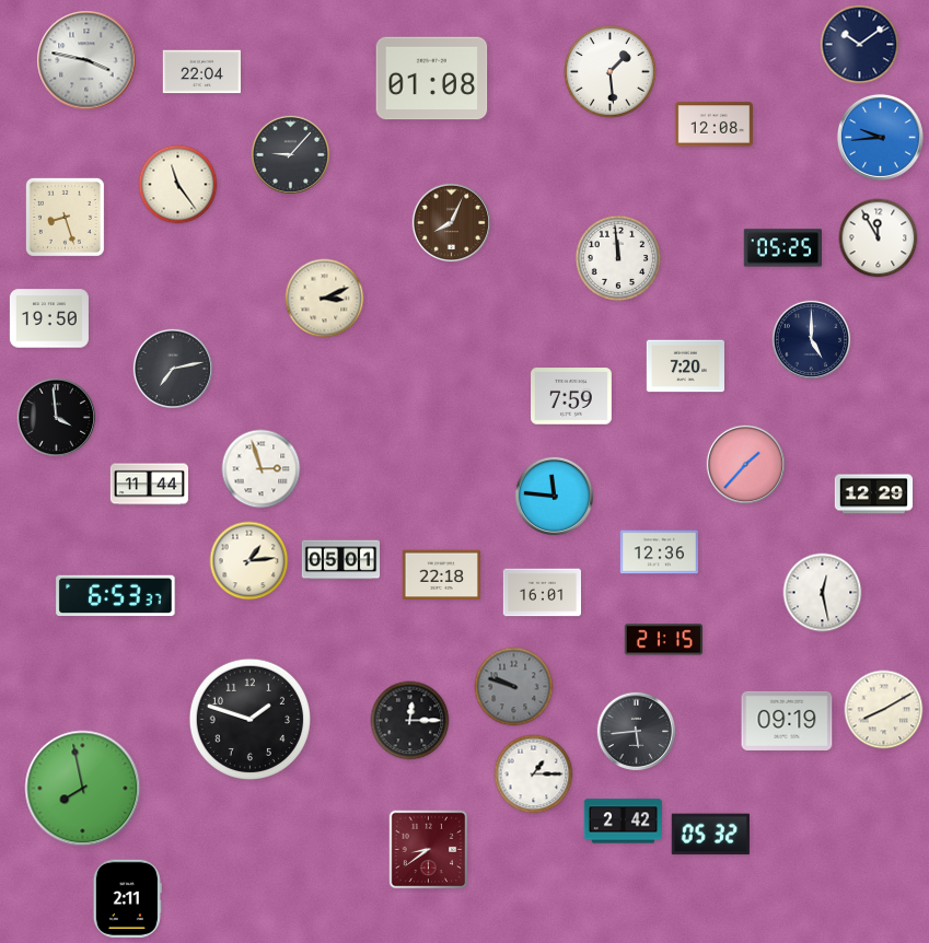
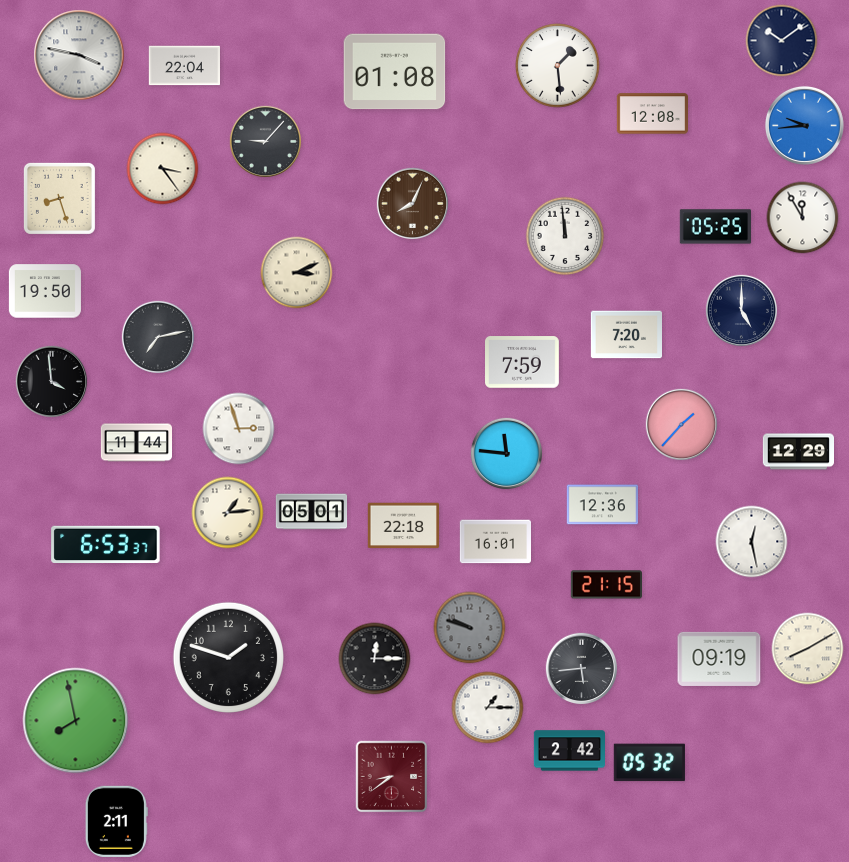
clock at (860, 45) position: (860, 45) -> (782, 41)
clock at (178, 185): 11:24 -> 3:24
